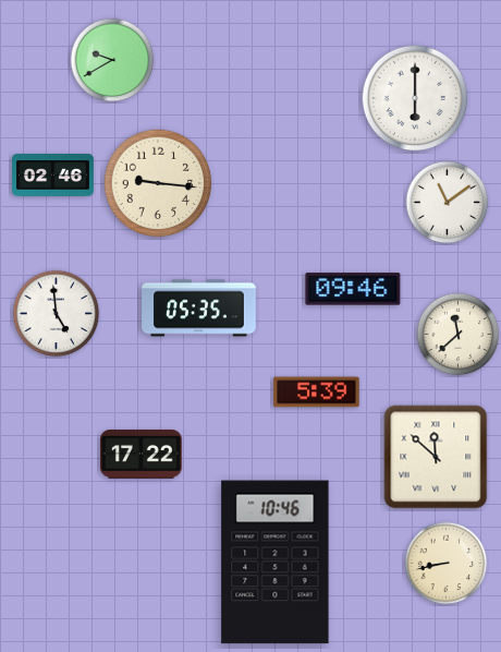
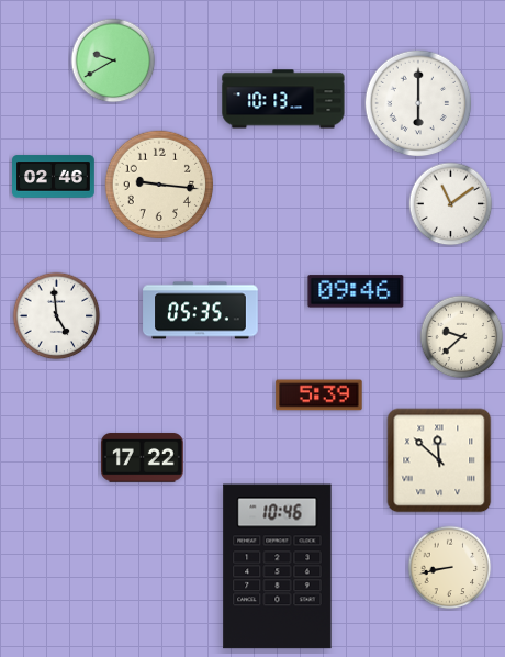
clock at (283, 99): none -> 10:13
clock at (415, 98) position: (415, 98) -> (418, 103)
clock at (459, 335): 11:38 -> 9:38
